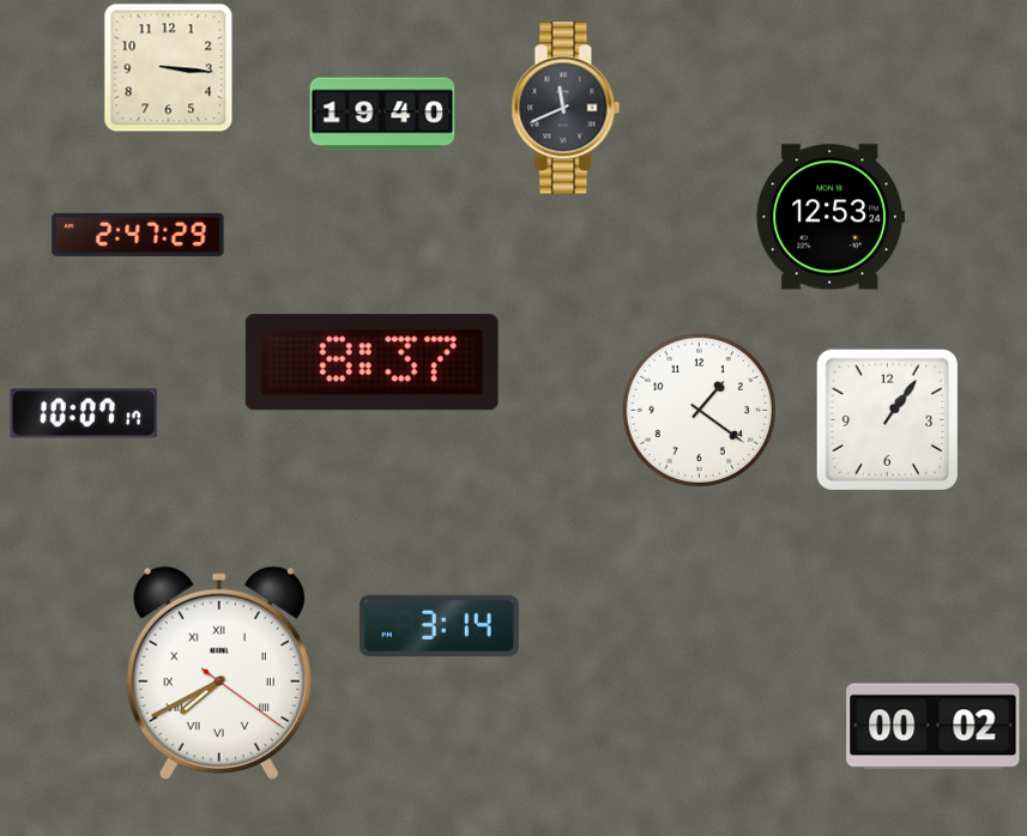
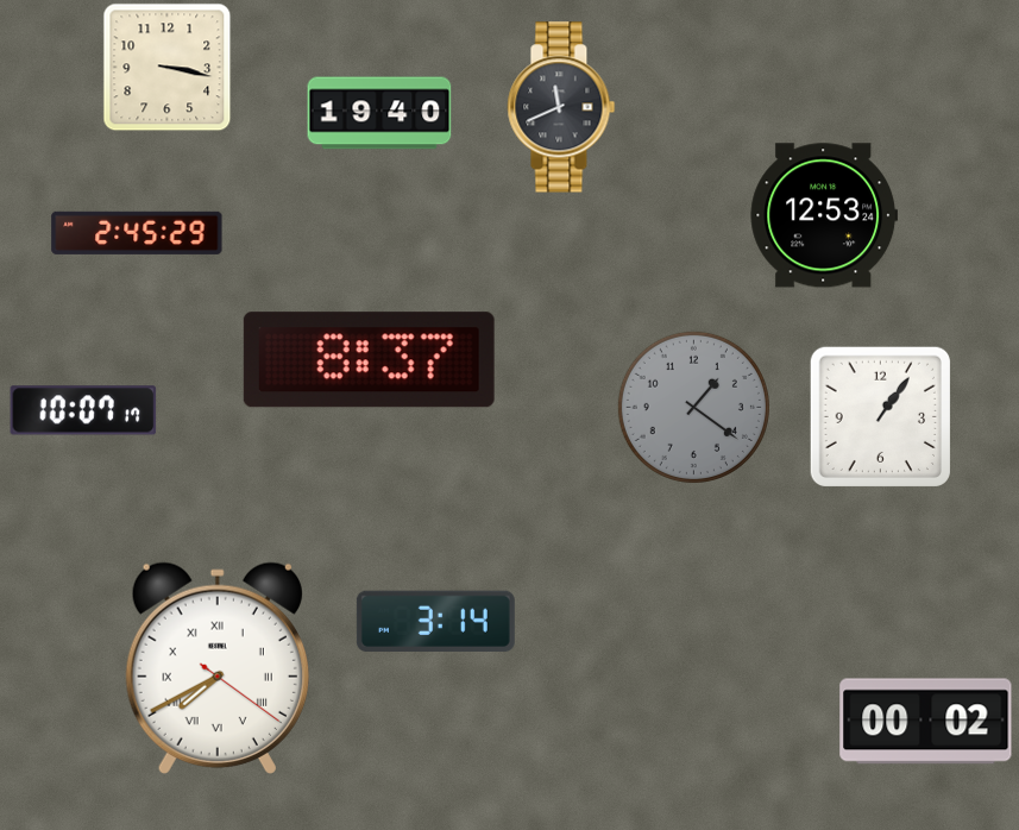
clock at (169, 68): 3:16 -> 3:17
clock at (138, 235): 2:47 -> 2:45
clock at (699, 410) dial: white -> grey
